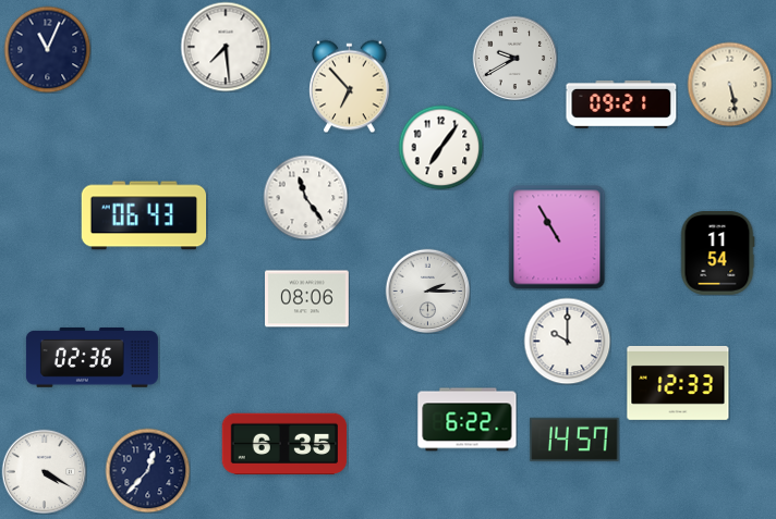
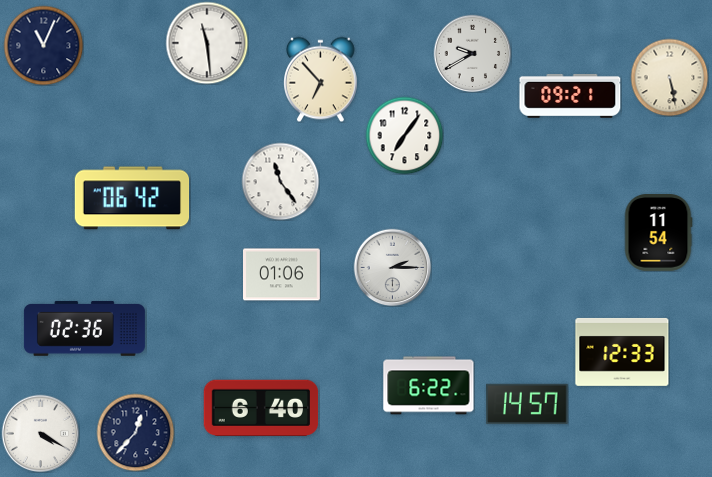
clock at (226, 47): 7:29 -> 11:29
clock at (144, 215): 06:43 -> 06:42
clock at (557, 237): 10:55 -> none
clock at (307, 299): 08:06 -> 01:06
clock at (567, 341): 10:00 -> none
clock at (284, 444): 6:35 -> 6:40
